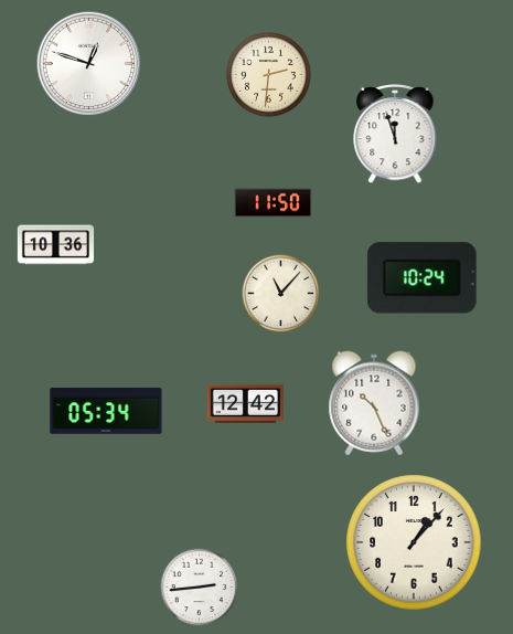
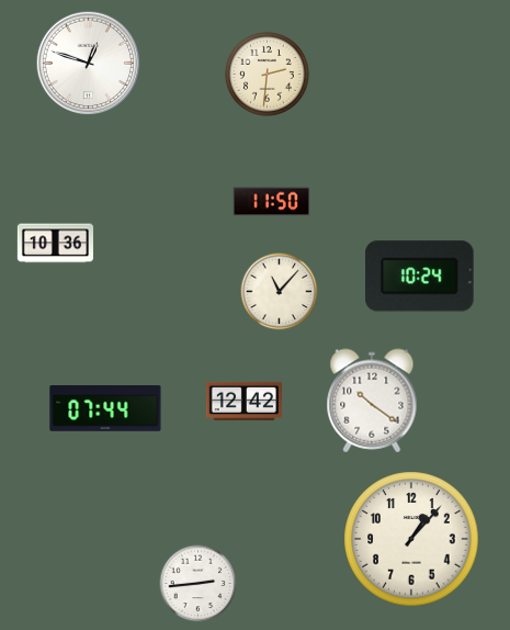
clock at (395, 135): 11:57 -> none
clock at (374, 403): 10:26 -> 10:21
clock at (106, 411): 05:34 -> 07:44
